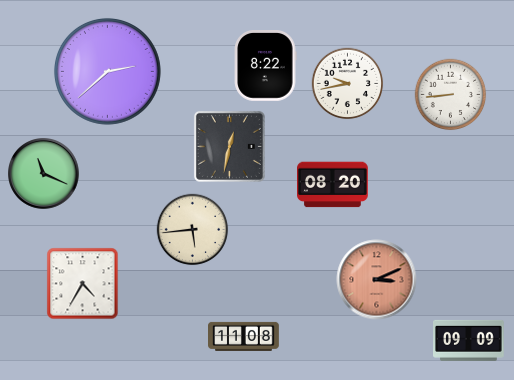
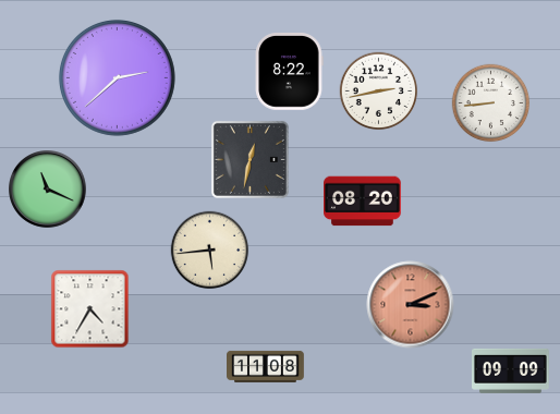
clock at (348, 84): 9:43 -> 2:43
